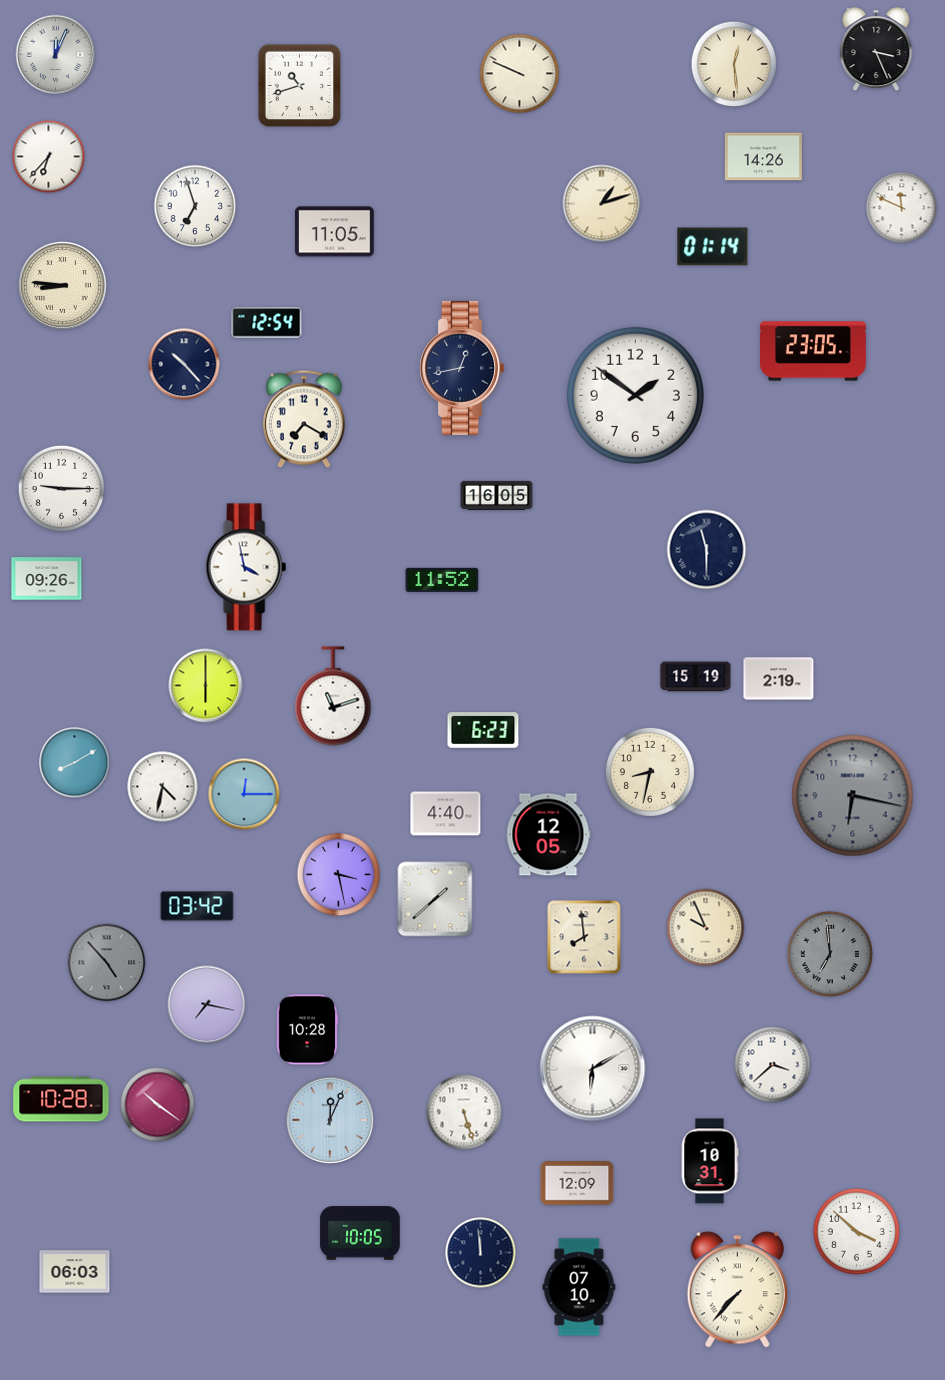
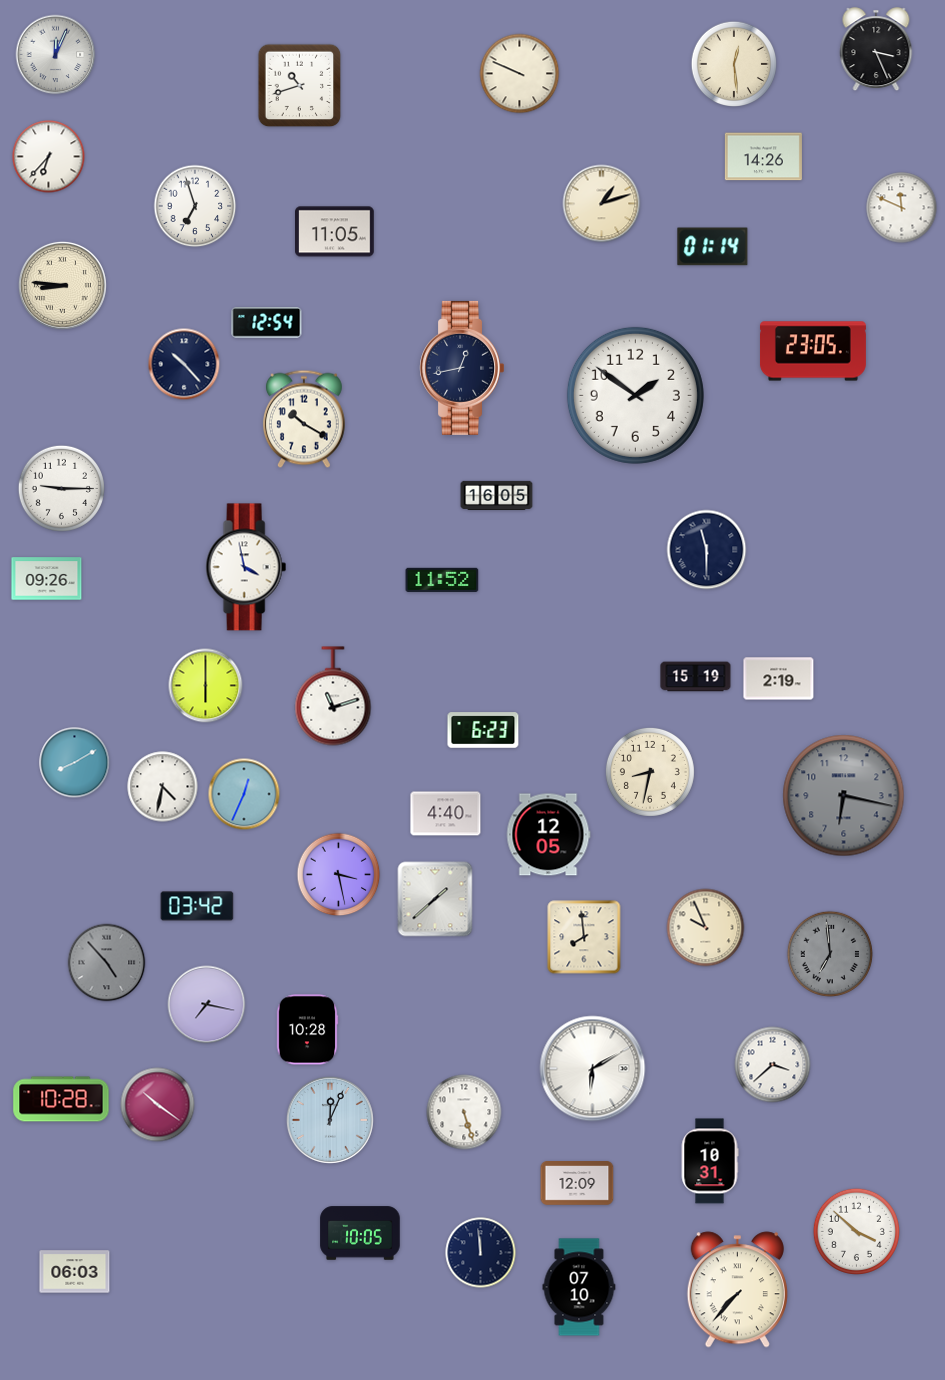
clock at (304, 419): 7:20 -> 10:20
clock at (244, 794): 12:15 -> 12:34
clock at (853, 796) position: (853, 796) -> (844, 796)
